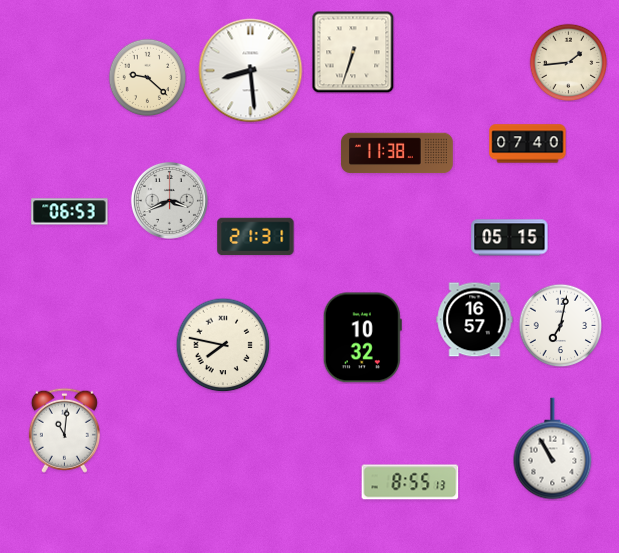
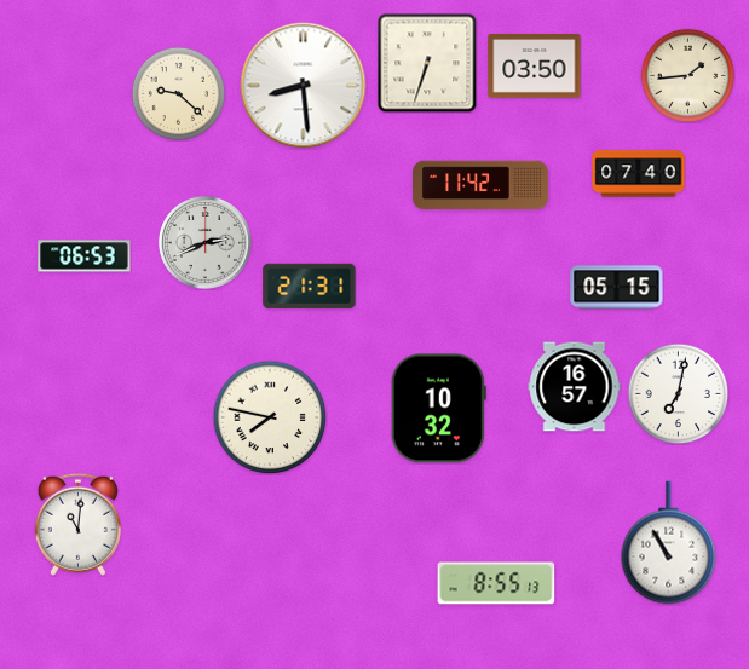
clock at (535, 67): none -> 03:50
clock at (398, 153): 11:38 -> 11:42
clock at (169, 200): 3:41 -> 2:41
clock at (64, 430) position: (64, 430) -> (77, 524)
